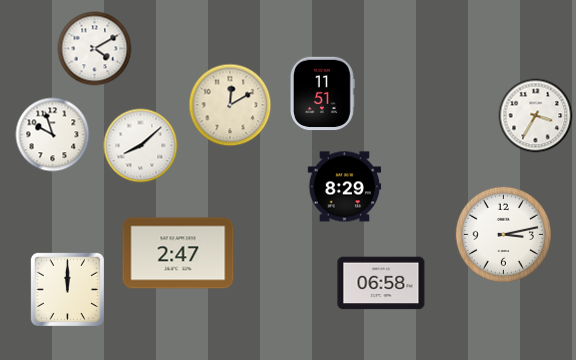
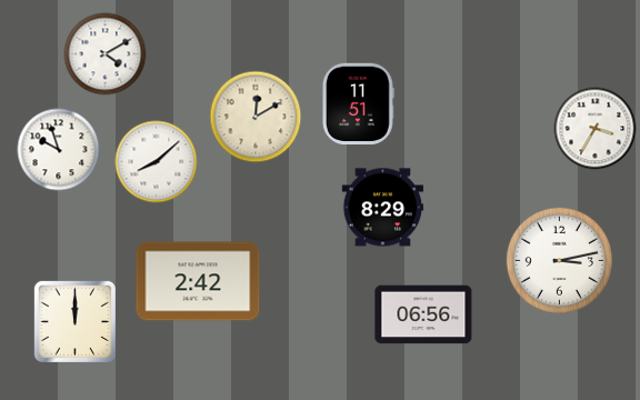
clock at (178, 253): 2:47 -> 2:42
clock at (381, 283): 06:58 -> 06:56
